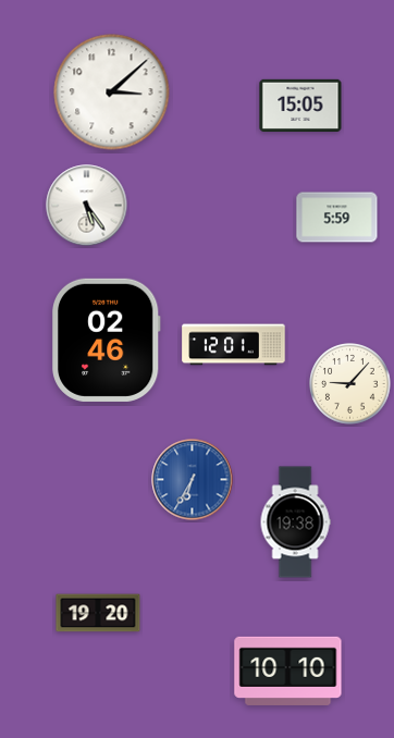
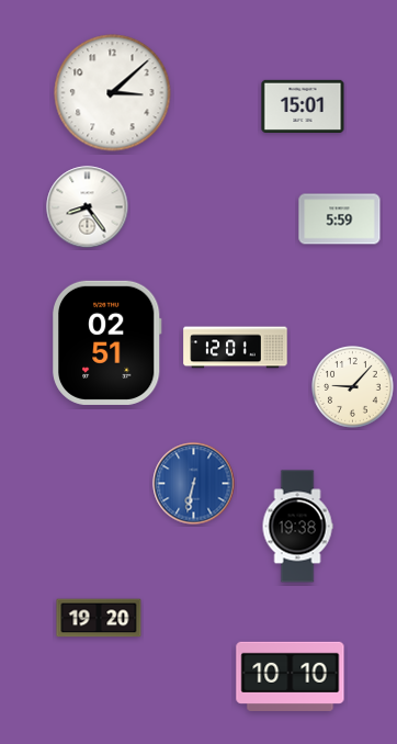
clock at (300, 104): 15:05 -> 15:01
clock at (87, 206): 5:24 -> 8:24
clock at (106, 340): 02:46 -> 02:51
clock at (193, 480): 6:35 -> 6:32
